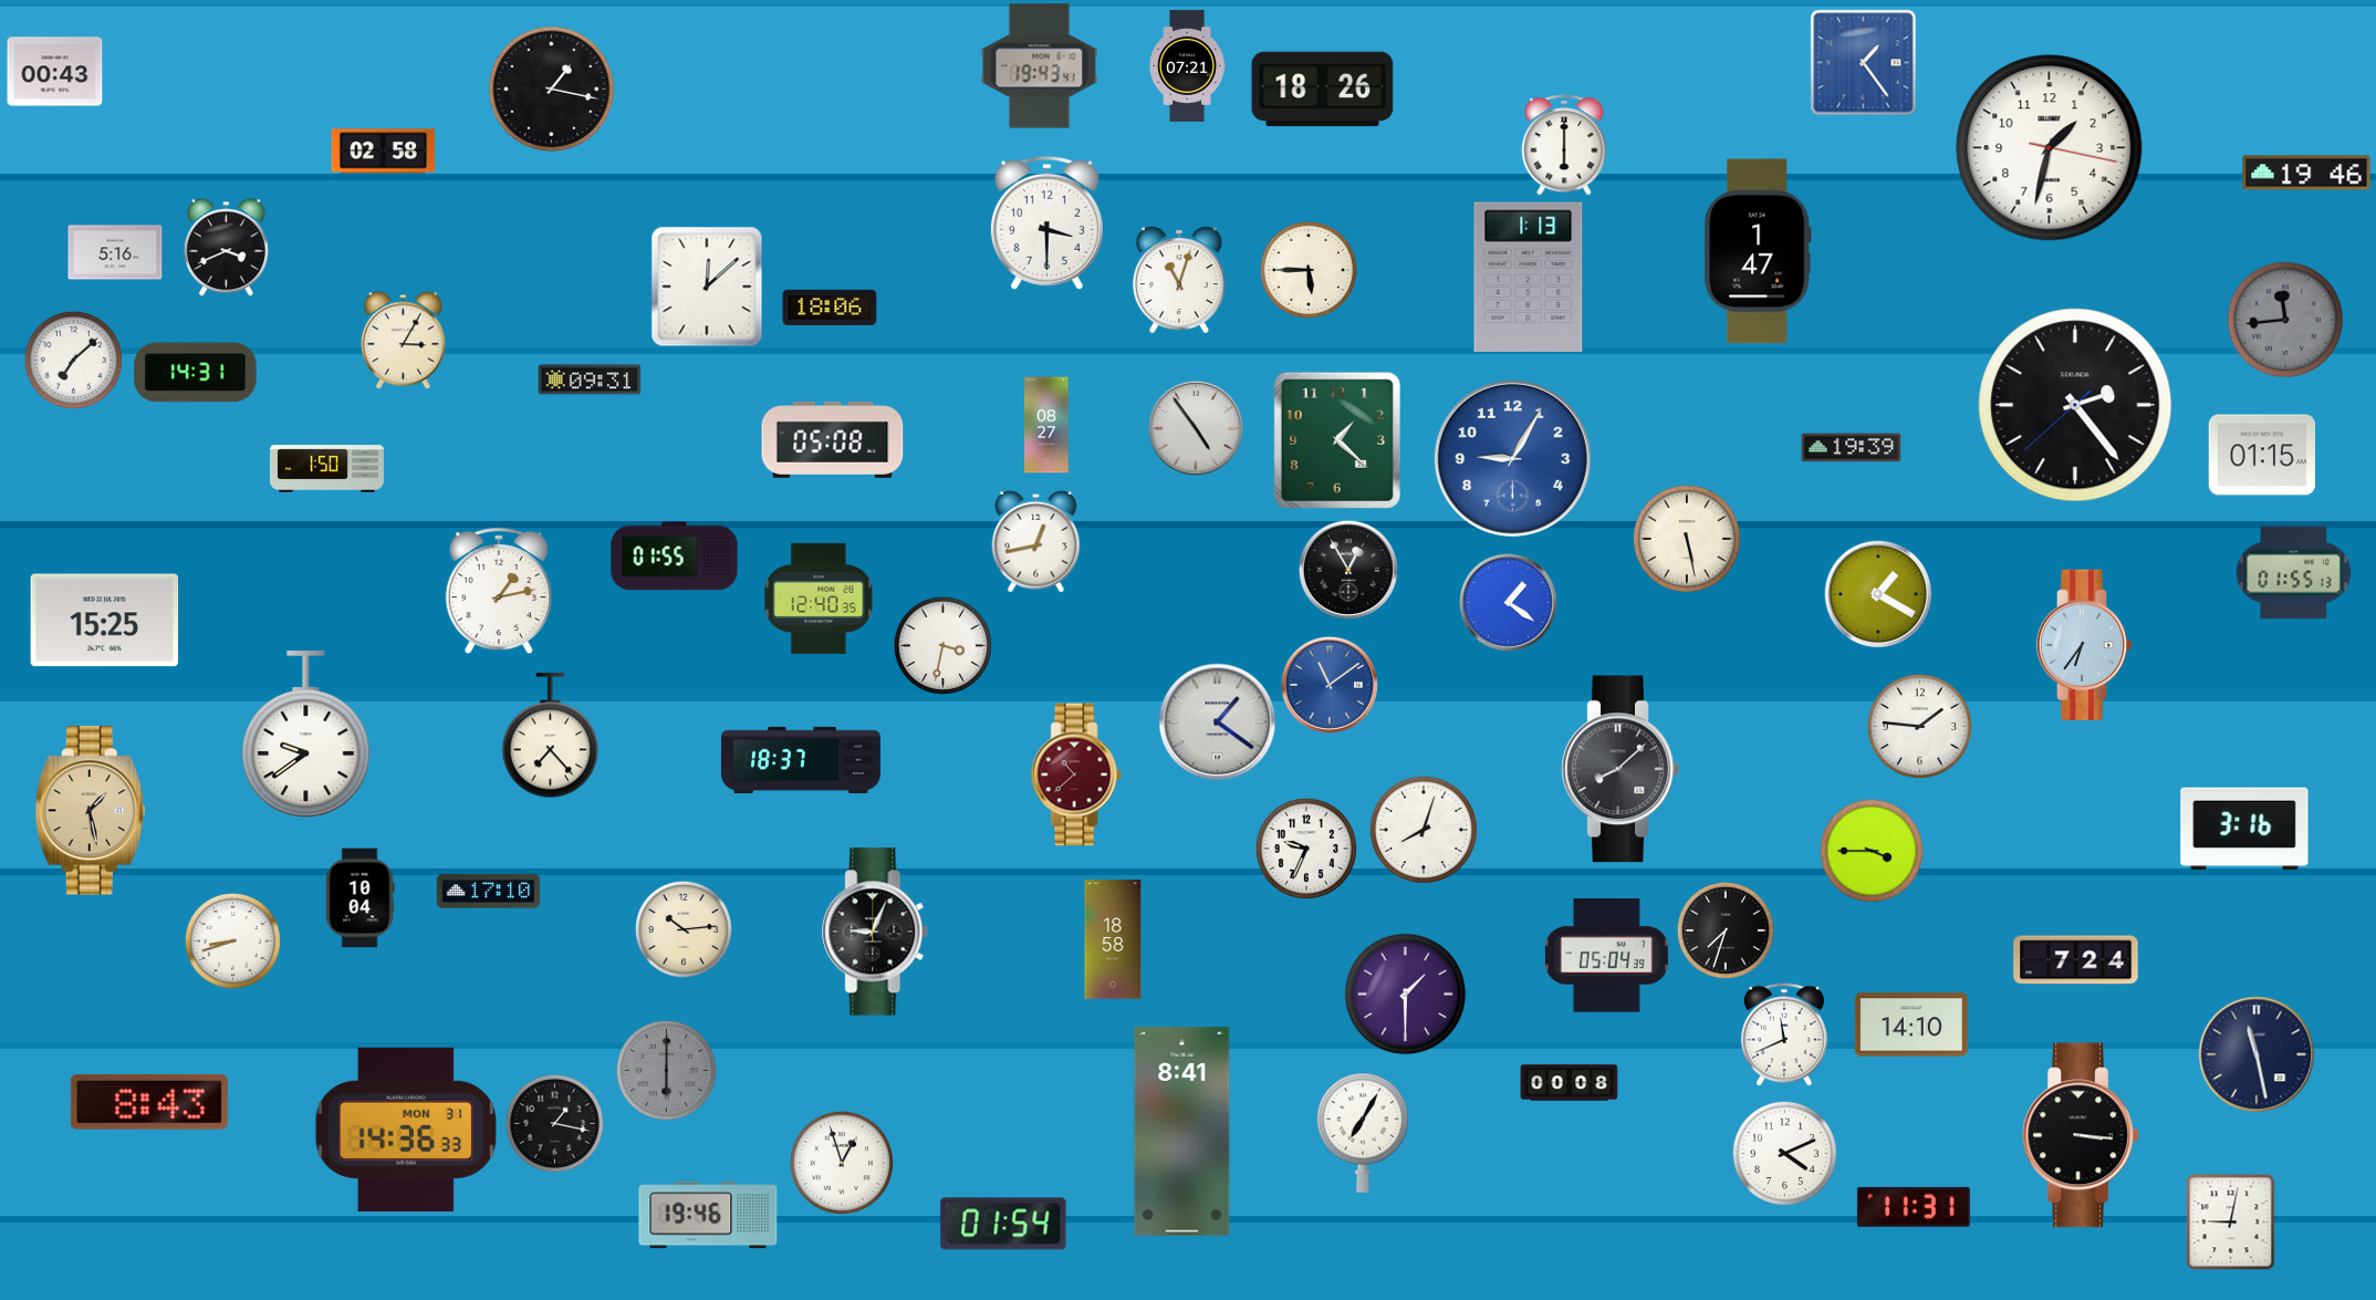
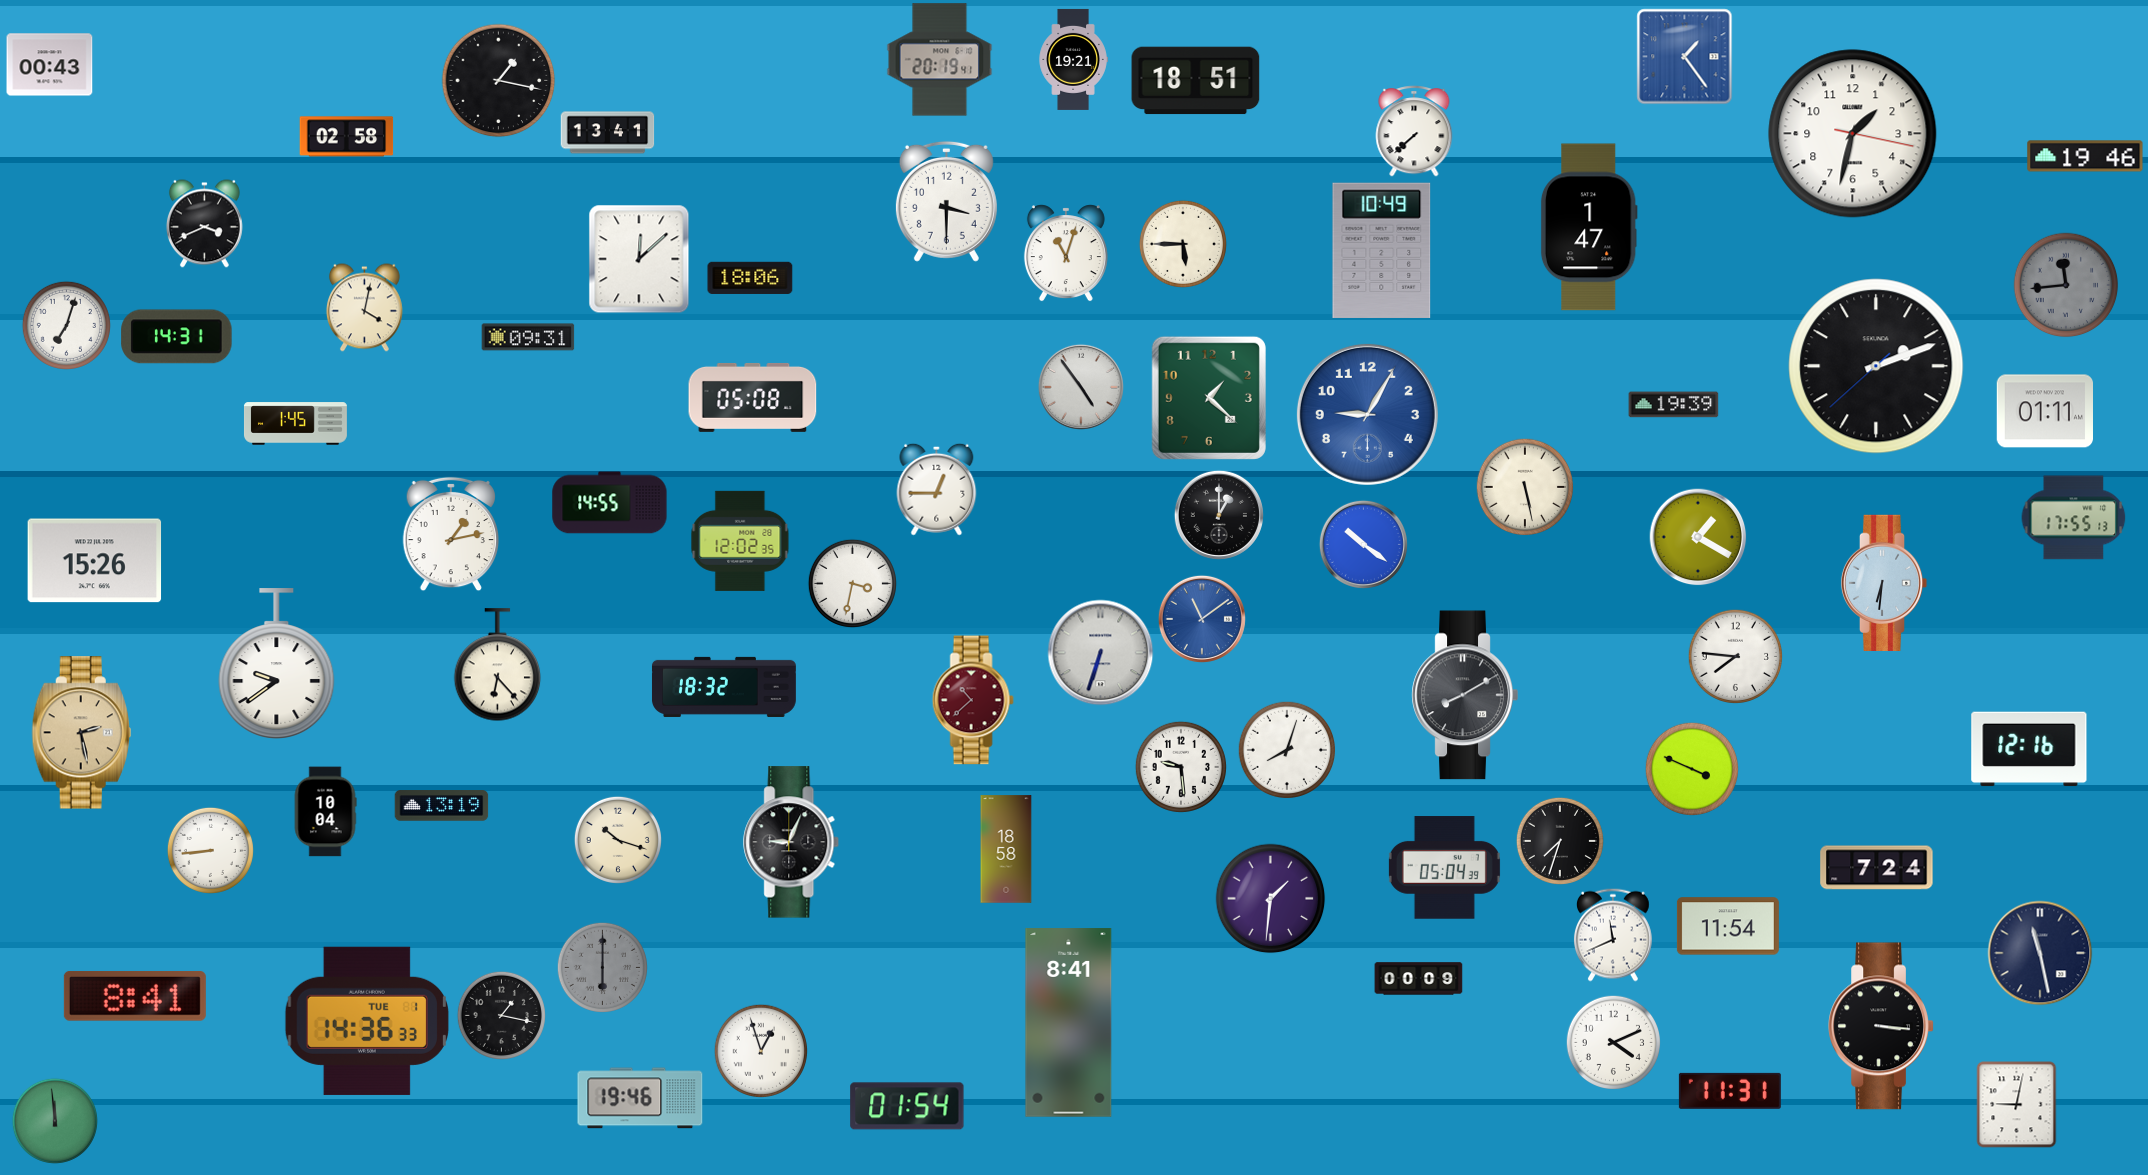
clock at (1187, 65): 07:21 -> 19:21
clock at (1040, 66): 19:43 -> 20:19
clock at (1323, 90): 18:26 -> 18:51
clock at (1564, 145): 6:00 -> 7:38
clock at (608, 133): none -> 13:41
clock at (115, 252): 5:16 -> none
clock at (1529, 277): 1:13 -> 10:49
clock at (2285, 320) position: (2285, 320) -> (2066, 285)
clock at (403, 341): 3:05 -> 4:02
clock at (73, 360): 7:08 -> 7:03
clock at (590, 379) position: (590, 379) -> (528, 337)
clock at (2075, 405): 2:23 -> 2:11
clock at (1046, 425): 08:27 -> none
clock at (2261, 455): 01:15 -> 01:11
clock at (326, 469): 1:50 -> 1:45
clock at (1036, 541): 12:43 -> 12:45
clock at (675, 557): 01:55 -> 14:55
clock at (1348, 570): 12:55 -> 1:00
clock at (2294, 573): 01:55 -> 17:55
clock at (819, 599): 12:40 -> 12:02
clock at (1508, 602): 1:21 -> 10:21
clock at (105, 621): 15:25 -> 15:26
clock at (2084, 644): 6:36 -> 6:31
clock at (1218, 722): 1:21 -> 6:33
clock at (1919, 726): 1:46 -> 7:46
clock at (551, 736): 7:23 -> 6:23
clock at (801, 760): 18:37 -> 18:32
clock at (1621, 769): 8:08 -> 8:10
clock at (90, 811): 1:28 -> 2:28
clock at (2244, 829): 3:16 -> 12:16
clock at (1306, 849): 9:34 -> 9:29
clock at (1870, 850): 3:45 -> 3:49
clock at (489, 892): 17:10 -> 13:19
clock at (684, 929): 10:14 -> 10:18
clock at (232, 940): 8:42 -> 8:44
clock at (1606, 956) position: (1606, 956) -> (1444, 868)
clock at (1406, 995): 1:30 -> 1:31
clock at (1911, 1025): 14:10 -> 11:54
clock at (1570, 1083): 00:08 -> 00:09
clock at (149, 1102): 8:43 -> 8:41
clock at (406, 1130) date: MON 31 -> TUE 1
clock at (1363, 1133): 7:05 -> none
clock at (55, 1121): none -> 11:59
